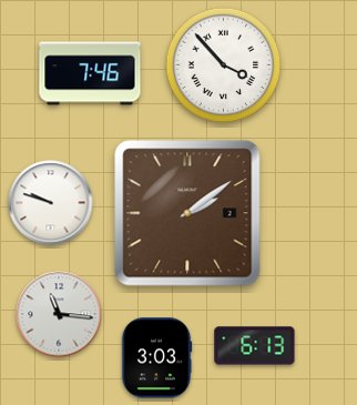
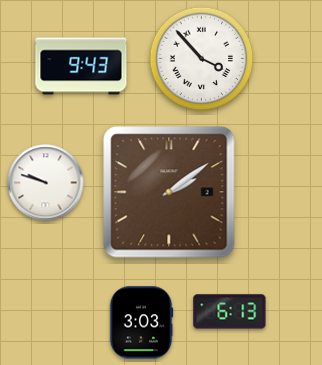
clock at (90, 73): 7:46 -> 9:43
clock at (59, 314): 11:16 -> none
